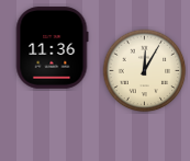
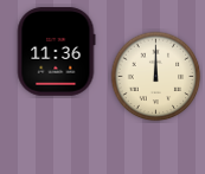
clock at (145, 71): 12:05 -> 12:00
